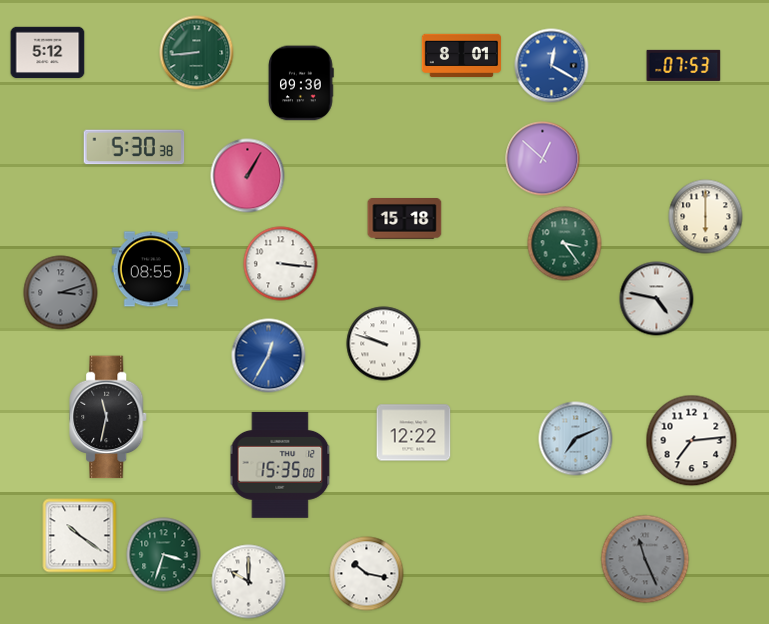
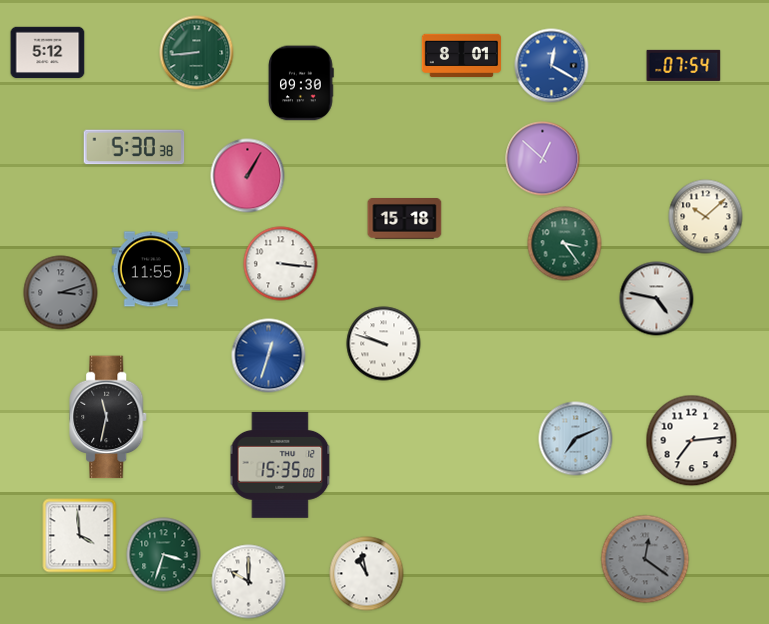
clock at (684, 65): 07:53 -> 07:54
clock at (706, 217): 6:00 -> 10:08
clock at (151, 269): 08:55 -> 11:55
clock at (269, 356): 12:35 -> 12:33
clock at (414, 433): 12:22 -> none
clock at (80, 536): 10:21 -> 3:59
clock at (645, 559): 11:26 -> 12:21
clock at (367, 574): 10:17 -> 10:58
